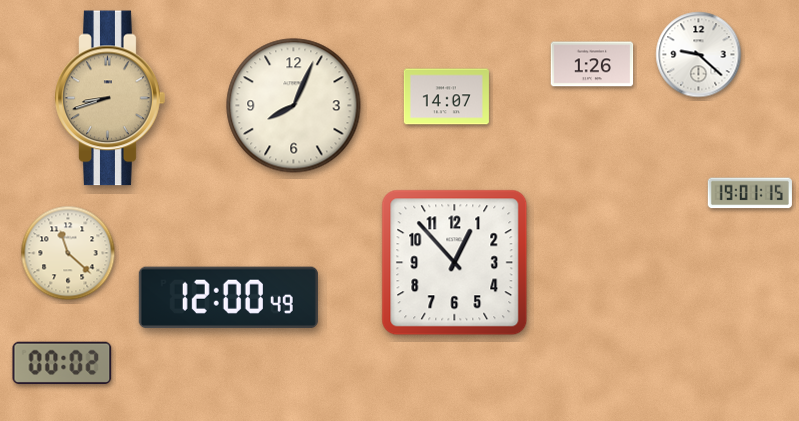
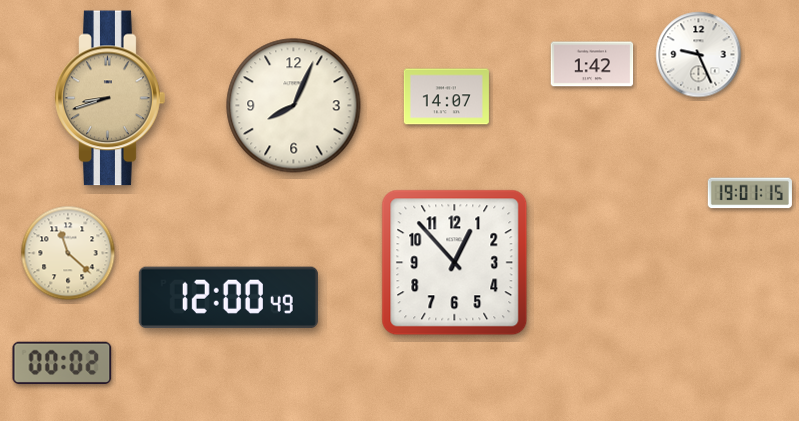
clock at (699, 55): 9:22 -> 9:26
clock at (592, 64): 1:26 -> 1:42
